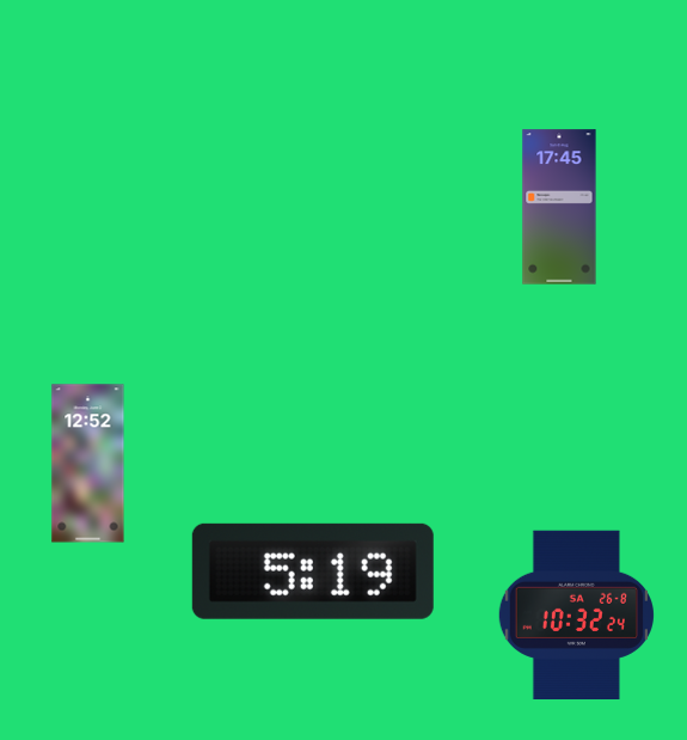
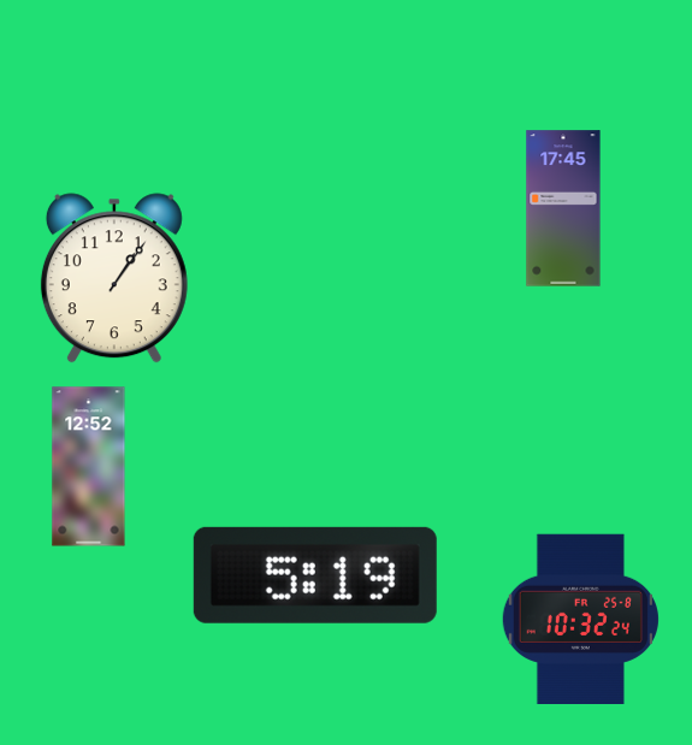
clock at (114, 278): none -> 1:06
clock at (576, 614) date: SA 26-8 -> FR 25-8
